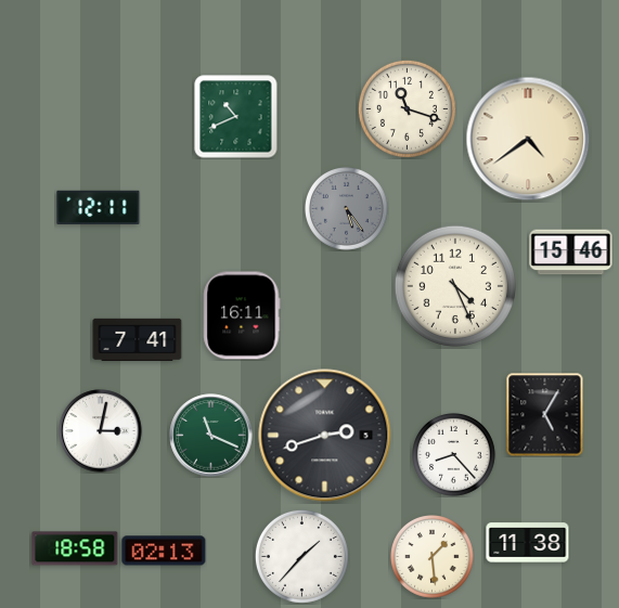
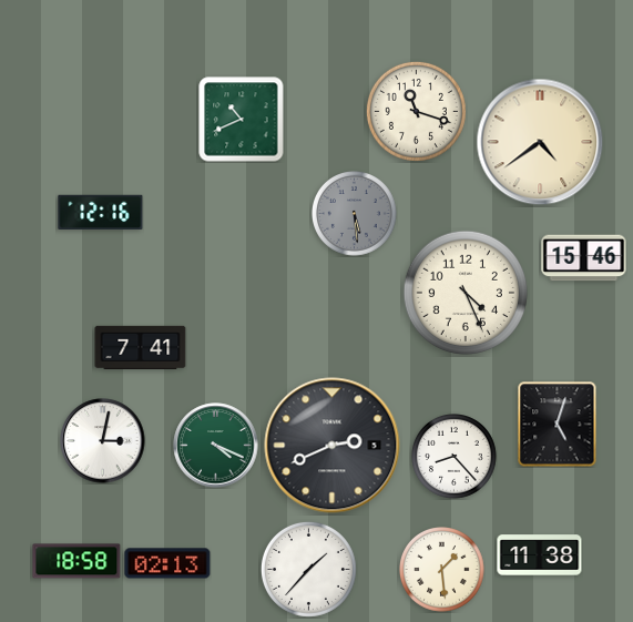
clock at (99, 208): 12:11 -> 12:16
clock at (347, 209): 5:24 -> 5:29
clock at (242, 315): 16:11 -> none
clock at (545, 415): 5:05 -> 5:03
clock at (211, 436): 11:19 -> 4:19
clock at (325, 436): 2:42 -> 2:41
clock at (454, 455) position: (454, 455) -> (455, 457)
